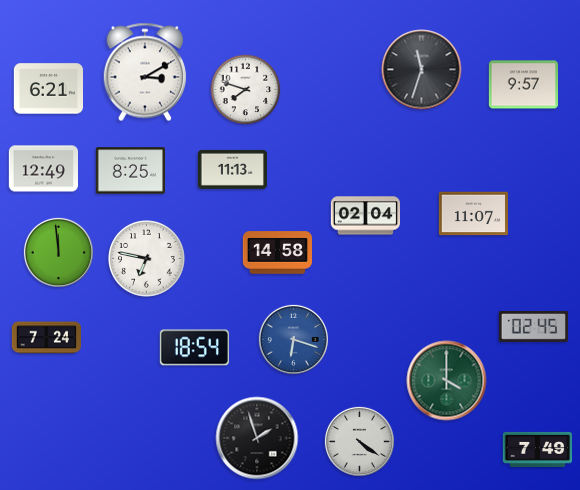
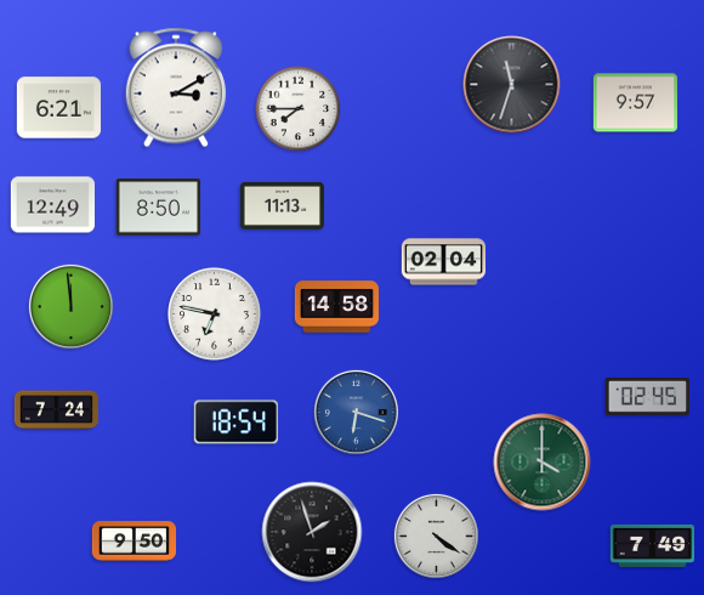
clock at (246, 90): 7:48 -> 7:45
clock at (130, 171): 8:25 -> 8:50
clock at (473, 214): 11:07 -> none
clock at (147, 259) position: (147, 259) -> (215, 314)
clock at (134, 542): none -> 9:50
